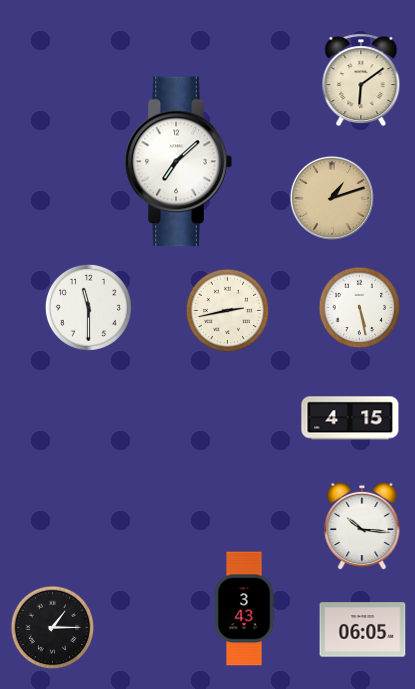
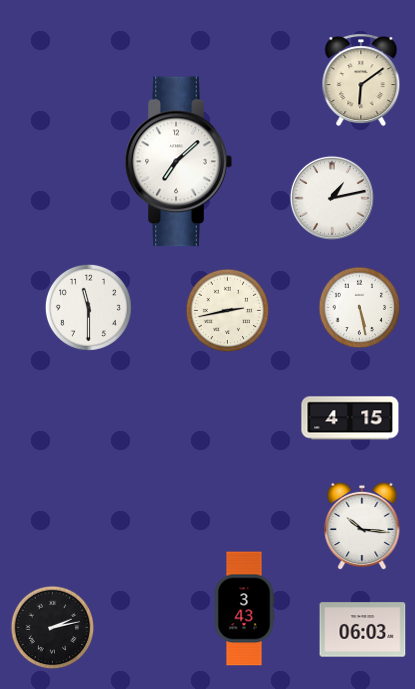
clock at (332, 198): 1:12 -> 1:13
clock at (332, 198) dial: champagne -> white
clock at (53, 628): 1:15 -> 2:13
clock at (363, 630): 06:05 -> 06:03
